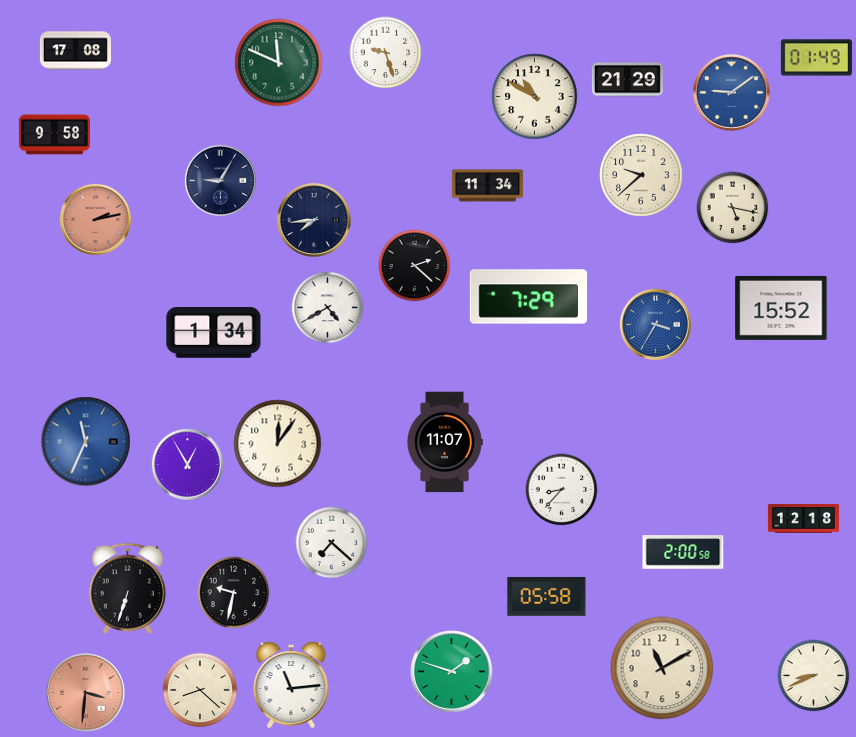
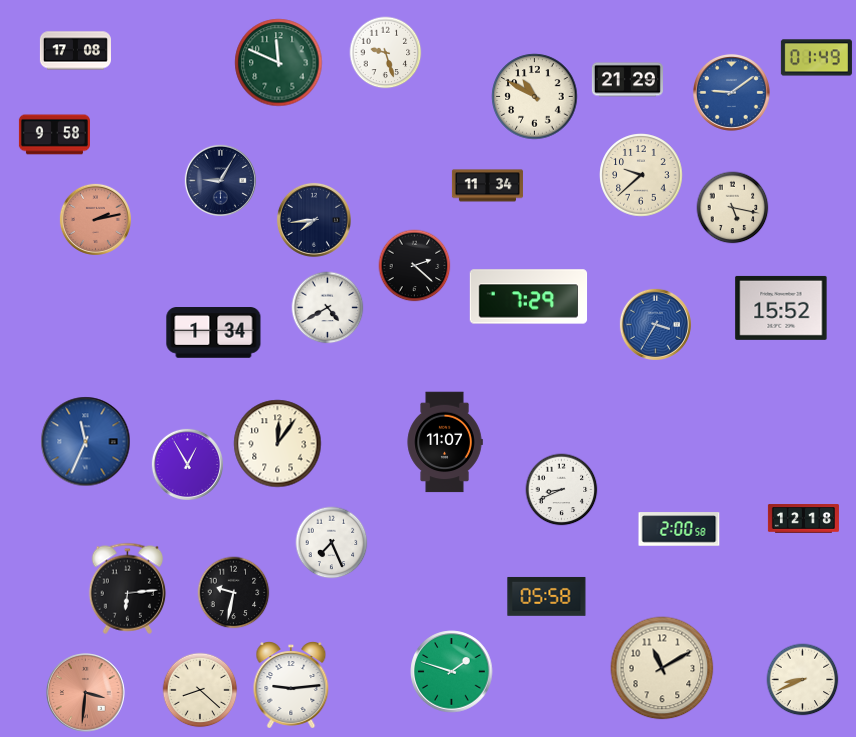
clock at (562, 490): 8:37 -> 8:41
clock at (332, 543): 7:22 -> 7:26
clock at (683, 552) position: (683, 552) -> (679, 529)
clock at (128, 588): 6:33 -> 6:14
clock at (814, 676) position: (814, 676) -> (803, 680)
clock at (291, 685): 11:14 -> 9:14
